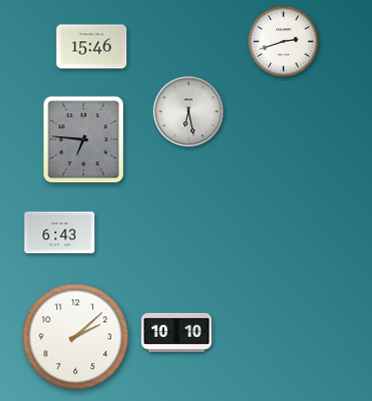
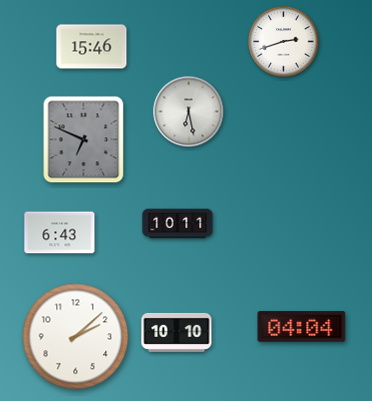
clock at (84, 140): 6:46 -> 6:49
clock at (178, 224): none -> 10:11
clock at (302, 327): none -> 04:04
